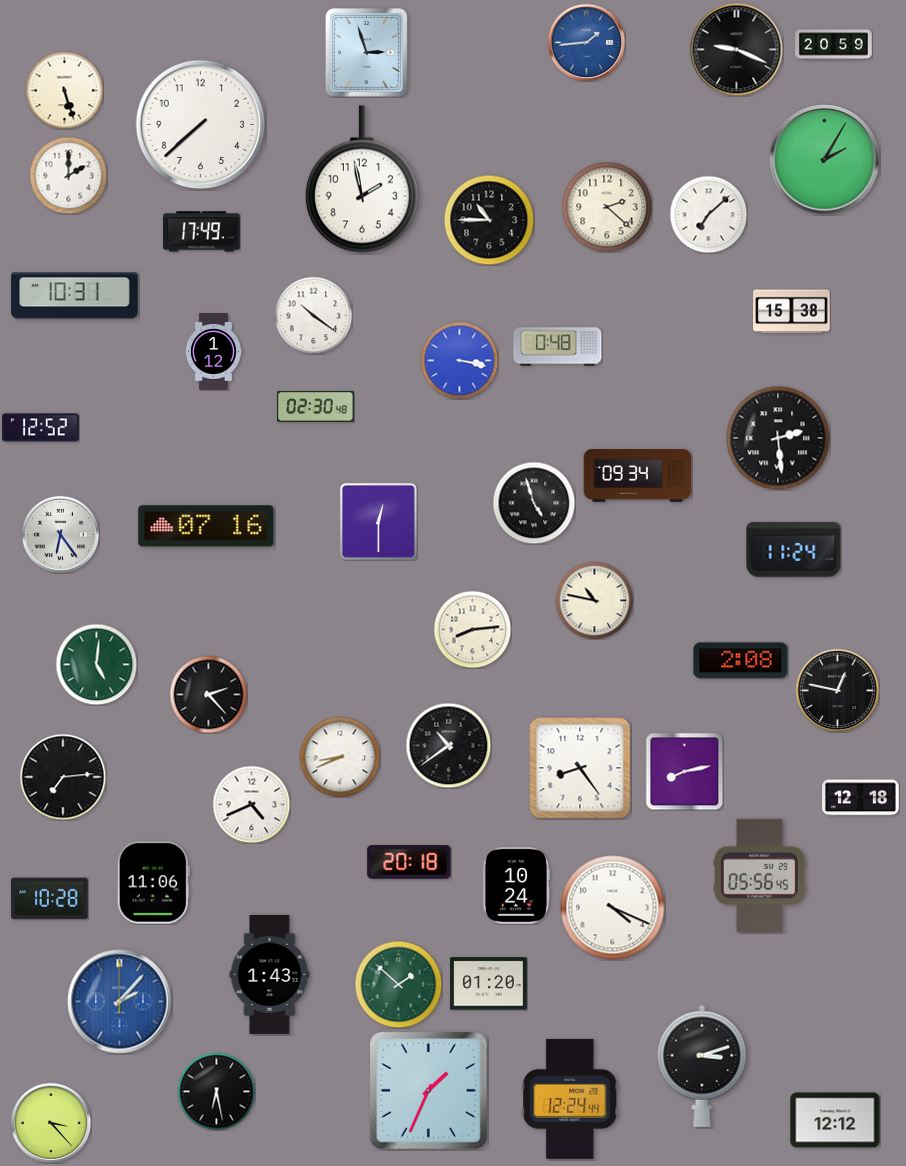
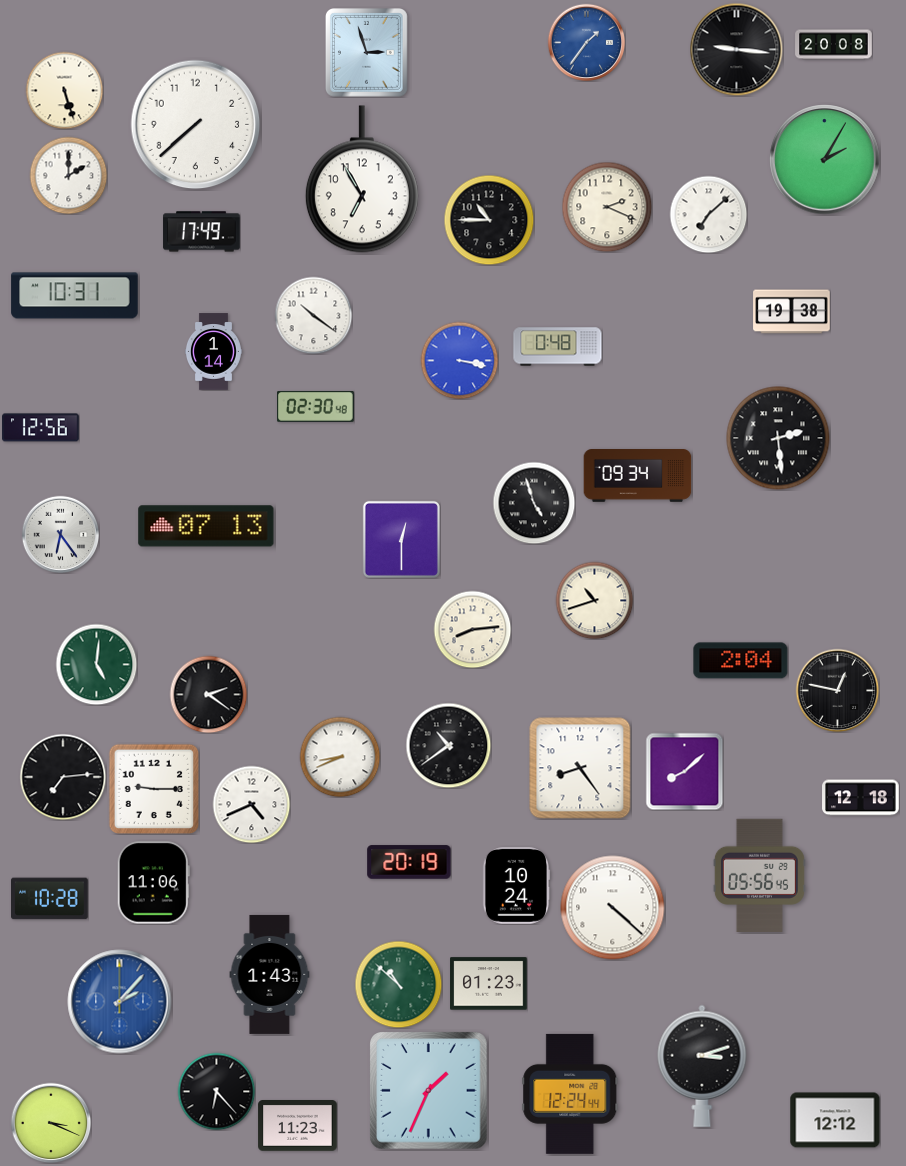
clock at (586, 42): 1:44 -> 1:36
clock at (834, 45): 20:59 -> 20:08
clock at (736, 49): 9:19 -> 9:16
clock at (201, 125) position: (201, 125) -> (196, 125)
clock at (362, 179): 1:58 -> 6:55
clock at (607, 207): 2:22 -> 2:19
clock at (792, 312): 15:38 -> 19:38
clock at (214, 352): 1:12 -> 1:14
clock at (41, 428): 12:52 -> 12:56
clock at (378, 521) position: (378, 521) -> (401, 539)
clock at (206, 526): 07:16 -> 07:13
clock at (794, 550): 11:24 -> none
clock at (594, 600): 10:47 -> 10:42
clock at (741, 661): 2:08 -> 2:04
clock at (208, 694): 2:23 -> 2:21
clock at (684, 771): 8:13 -> 8:08
clock at (153, 788): none -> 9:15
clock at (409, 862): 20:18 -> 20:19
clock at (613, 908): 4:19 -> 4:22
clock at (398, 984): 1:52 -> 10:52
clock at (489, 984): 01:20 -> 01:23
clock at (216, 1091): 6:28 -> 6:23
clock at (570, 1099) position: (570, 1099) -> (570, 1094)
clock at (51, 1123): 3:23 -> 3:19
clock at (298, 1126): none -> 11:23
